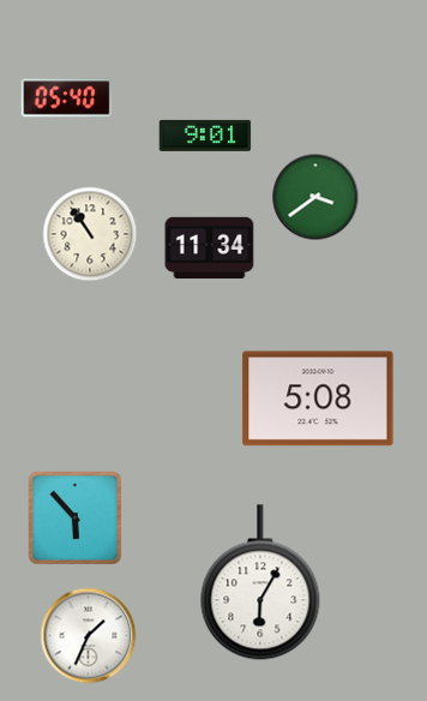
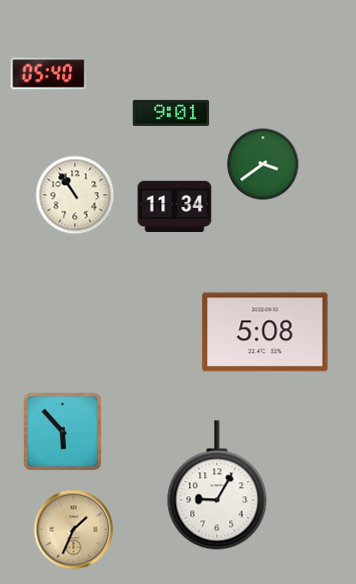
clock at (67, 98) position: (67, 98) -> (49, 74)
clock at (260, 582): 6:05 -> 9:05
clock at (89, 636) dial: white -> champagne
